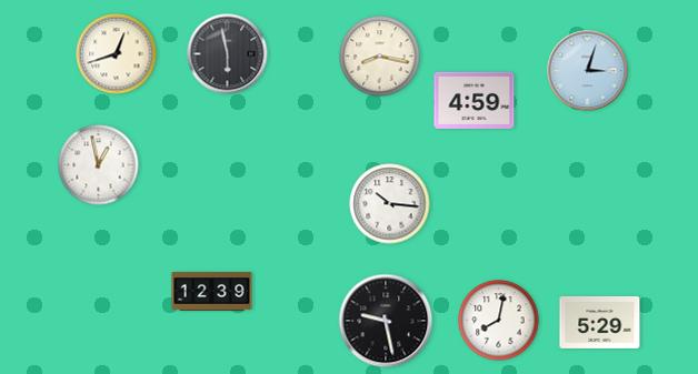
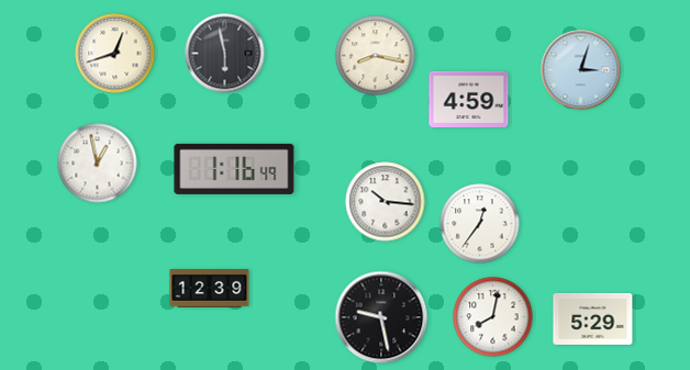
clock at (234, 169): none -> 1:16
clock at (480, 224): none -> 12:36
